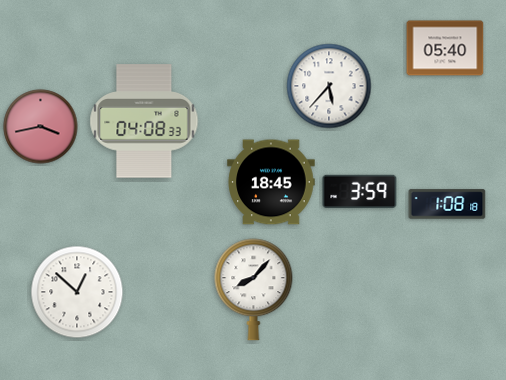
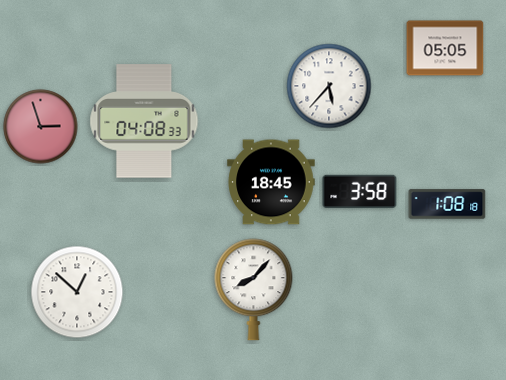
clock at (445, 48): 05:40 -> 05:05
clock at (41, 127): 3:43 -> 2:57
clock at (360, 191): 3:59 -> 3:58
